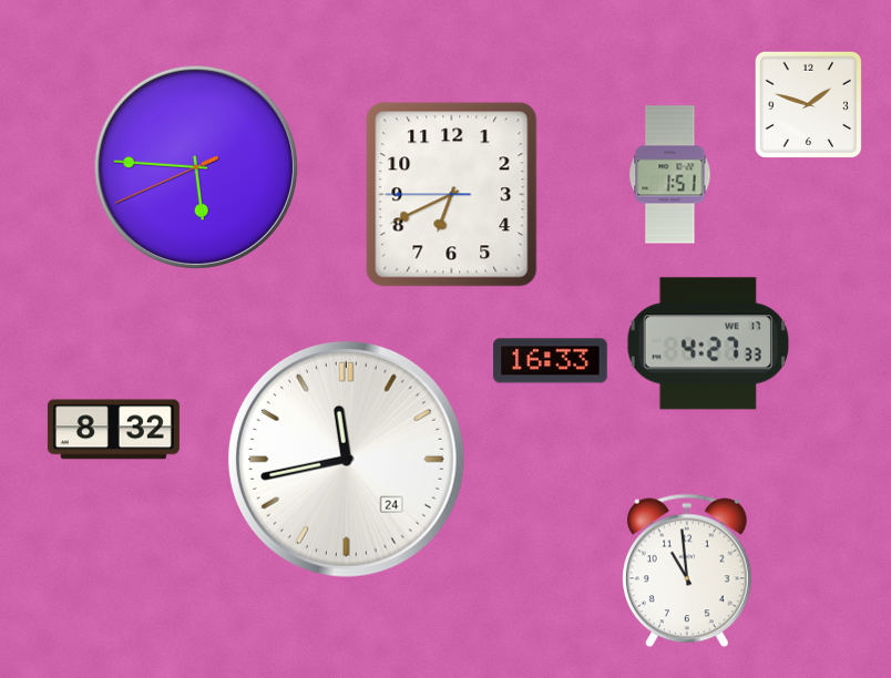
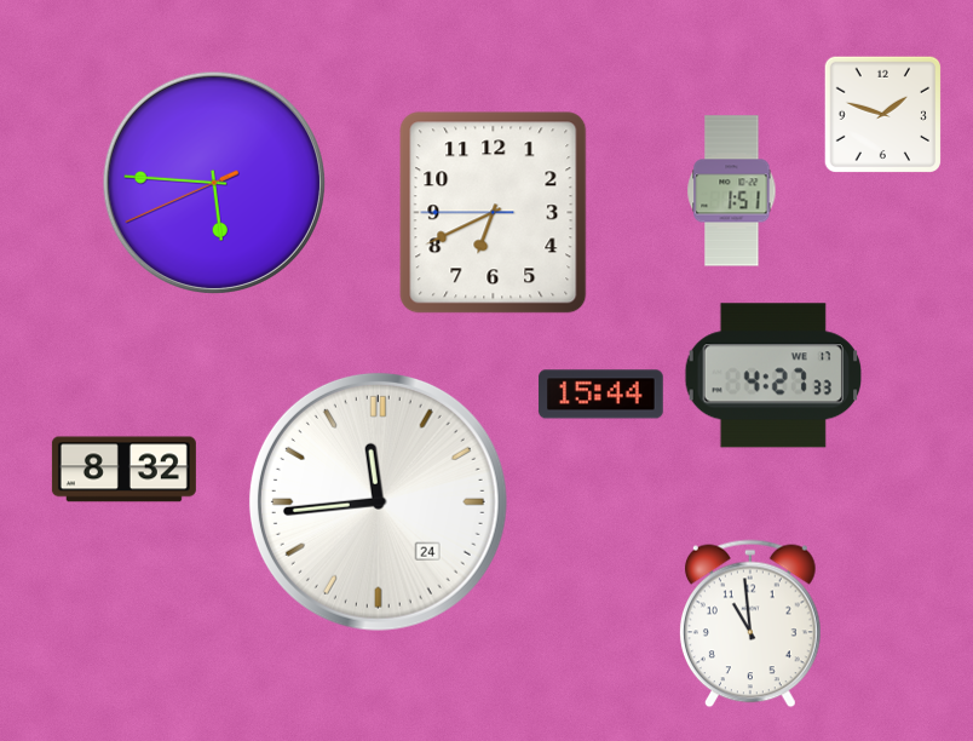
clock at (551, 361): 16:33 -> 15:44
clock at (346, 459): 11:43 -> 11:44
